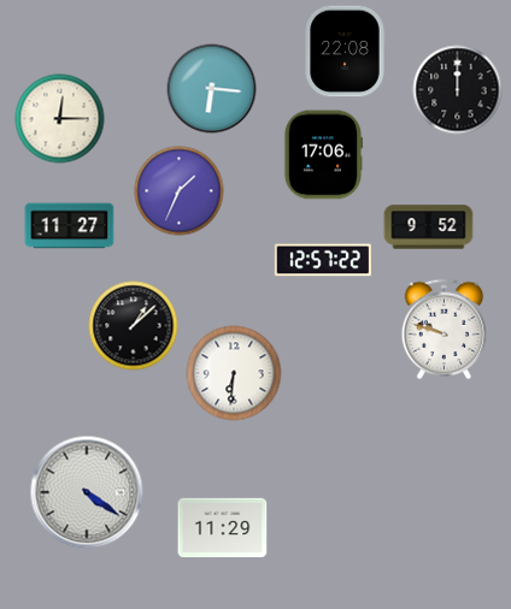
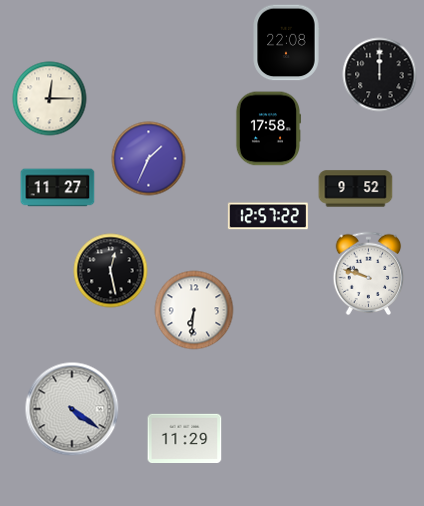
clock at (212, 89): 6:16 -> none
clock at (322, 155): 17:06 -> 17:58
clock at (134, 326): 1:08 -> 12:28
